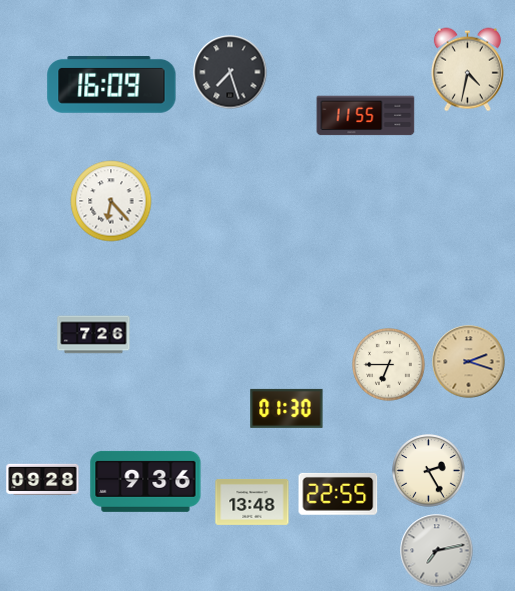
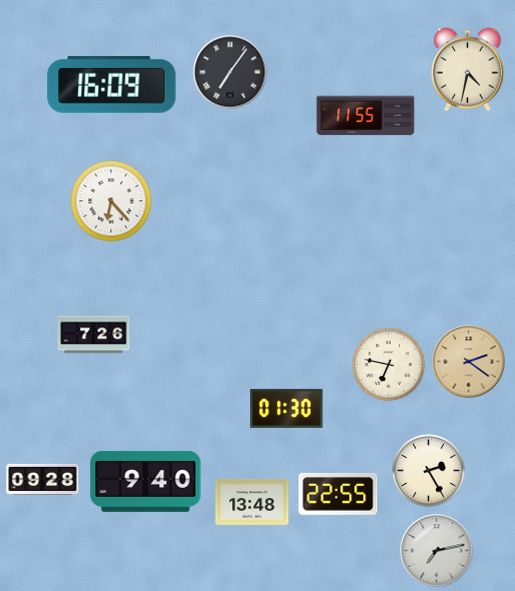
clock at (230, 72): 7:27 -> 7:06
clock at (469, 362): 2:18 -> 2:21
clock at (389, 365): 6:45 -> 6:47
clock at (146, 481): 9:36 -> 9:40
